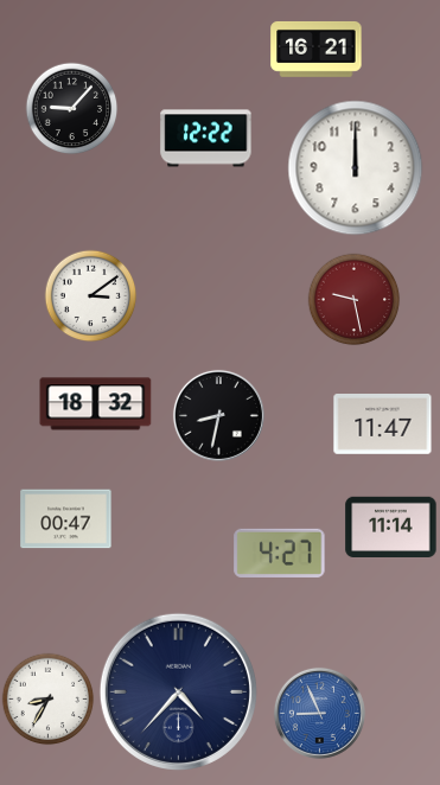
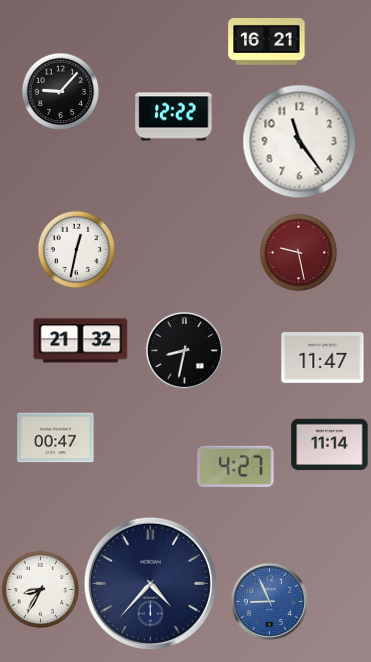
clock at (356, 168): 12:00 -> 11:24
clock at (90, 295): 3:09 -> 12:32
clock at (96, 404): 18:32 -> 21:32
